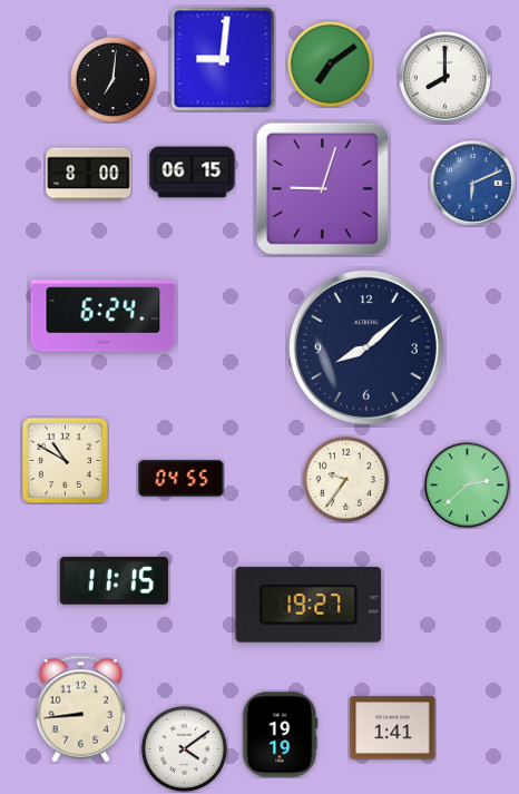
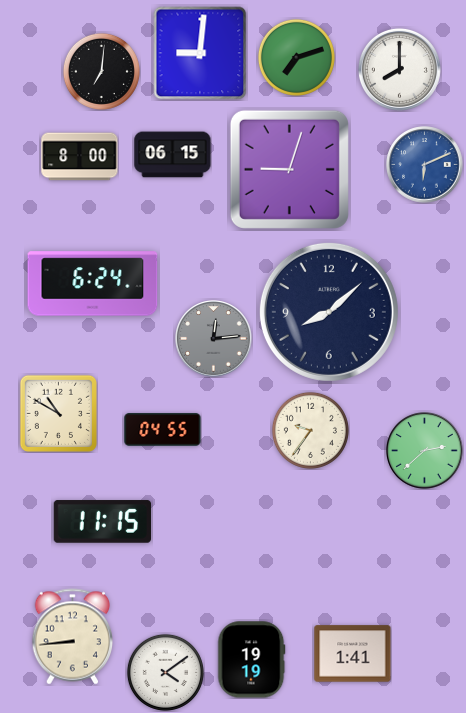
clock at (330, 63): 7:09 -> 7:12
clock at (214, 339): none -> 12:14
clock at (468, 486) position: (468, 486) -> (425, 451)
clock at (309, 605): 19:27 -> none
